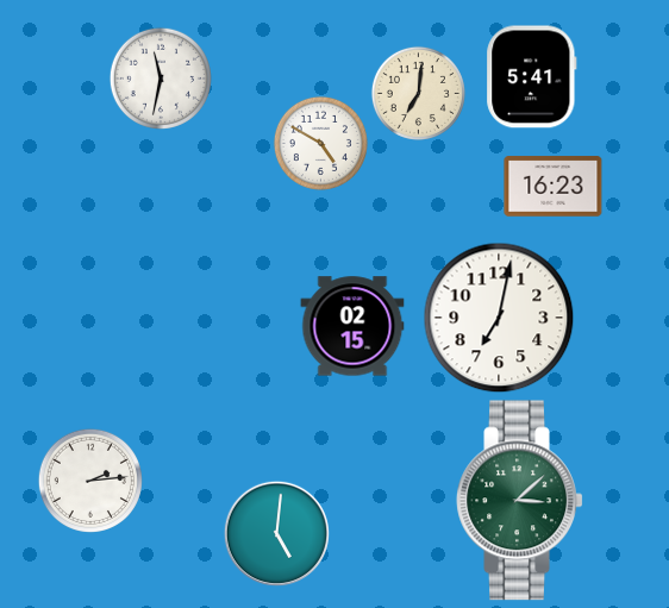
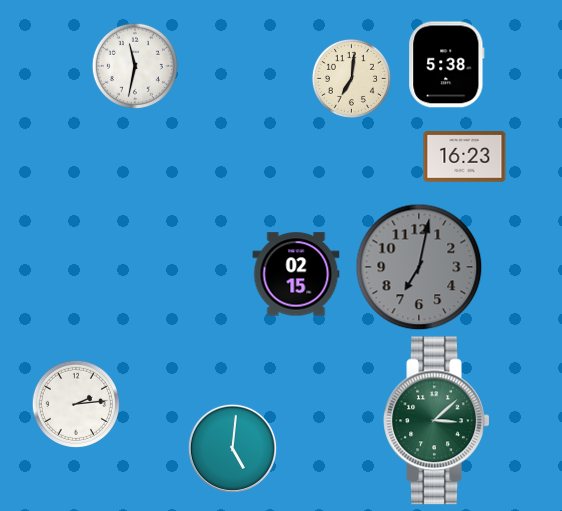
clock at (532, 77): 5:41 -> 5:38
clock at (320, 143): 4:50 -> none
clock at (499, 318) dial: white -> grey
